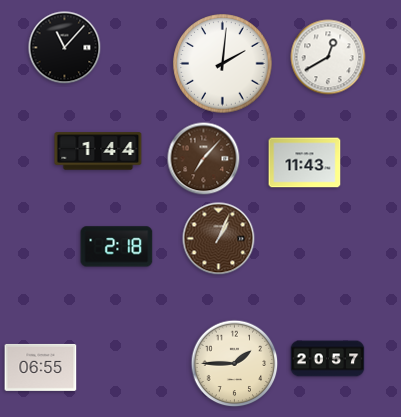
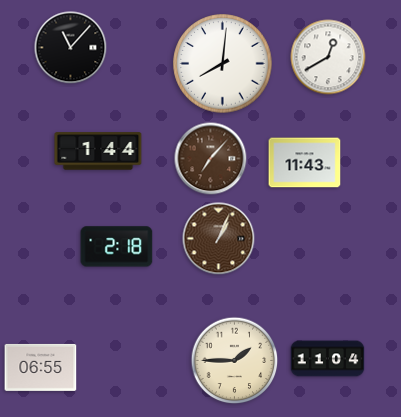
clock at (65, 48) position: (65, 48) -> (71, 48)
clock at (223, 64): 2:01 -> 8:01
clock at (204, 159) position: (204, 159) -> (211, 159)
clock at (328, 359): 20:57 -> 11:04
clock at (235, 364) position: (235, 364) -> (235, 361)
